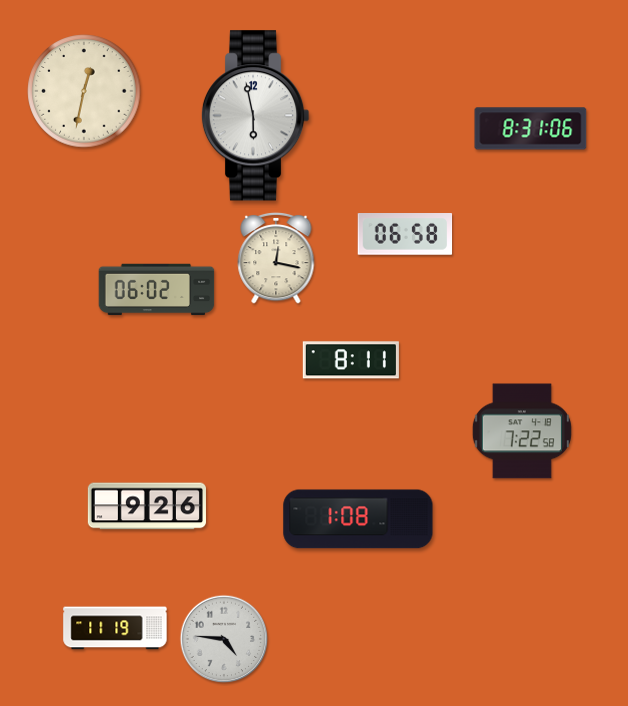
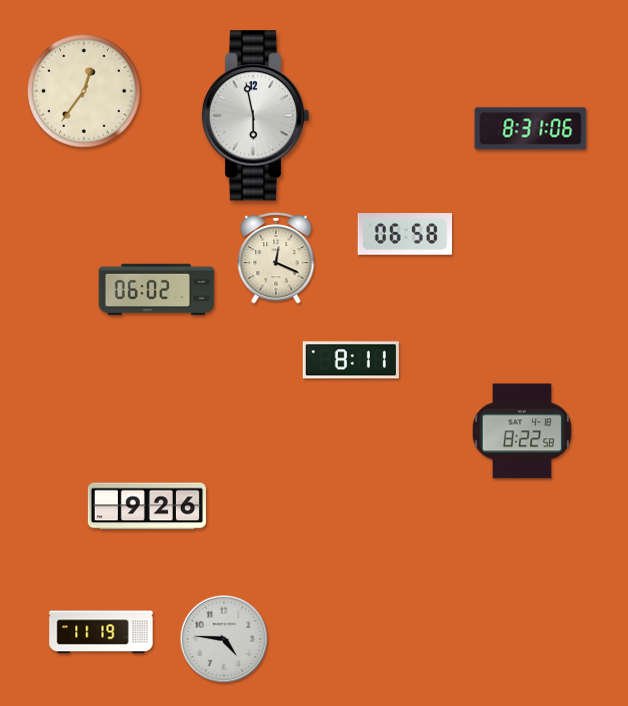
clock at (84, 91): 12:32 -> 12:36
clock at (276, 258): 12:17 -> 12:19
clock at (522, 431): 7:22 -> 8:22
clock at (358, 519): 1:08 -> none
clock at (115, 628) position: (115, 628) -> (101, 632)
